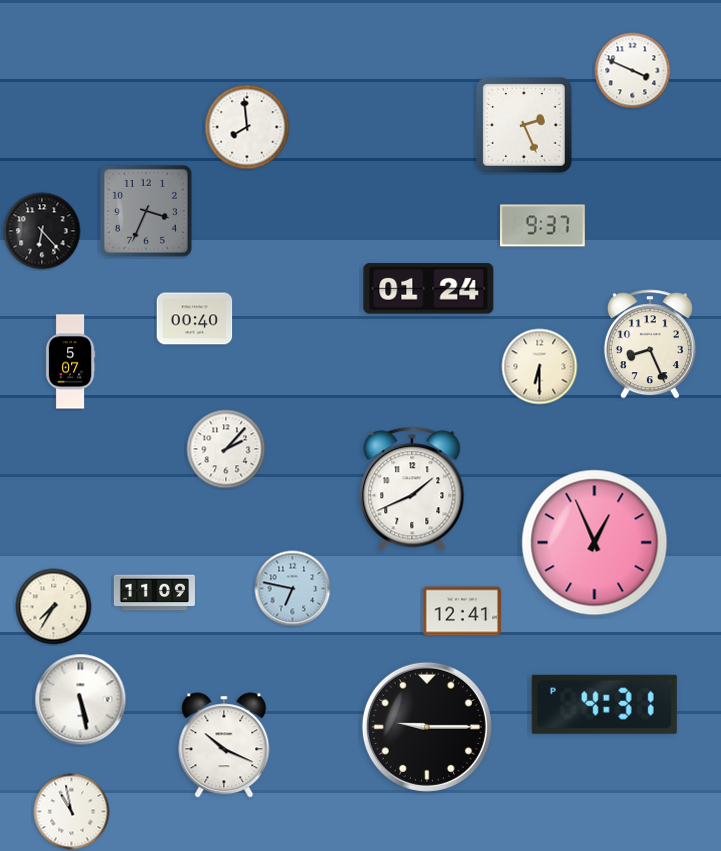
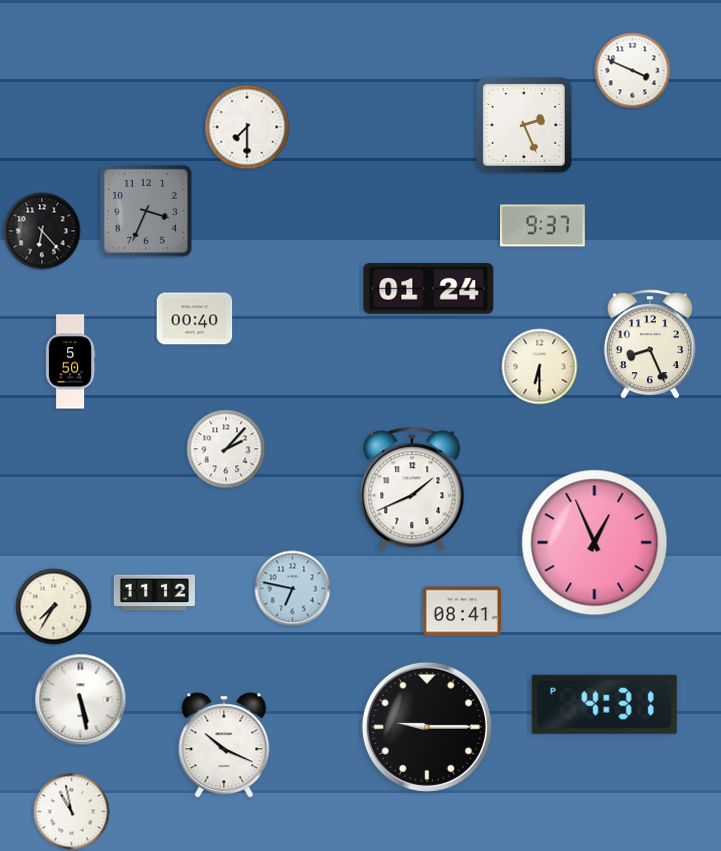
clock at (247, 127): 7:59 -> 7:30
clock at (70, 362): 5:07 -> 5:50
clock at (154, 593): 11:09 -> 11:12
clock at (461, 611): 12:41 -> 08:41
